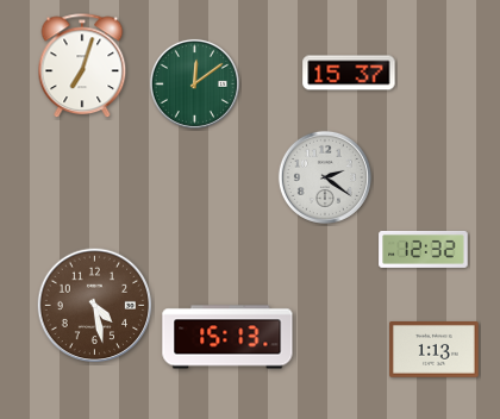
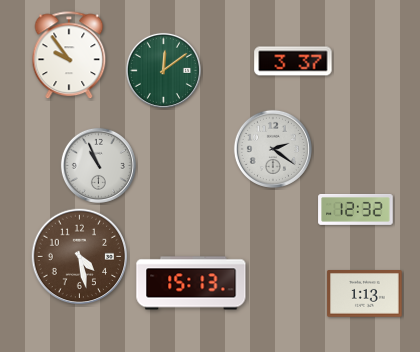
clock at (82, 67): 7:03 -> 9:54
clock at (349, 73): 15:37 -> 3:37
clock at (98, 165): none -> 10:56
